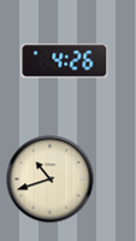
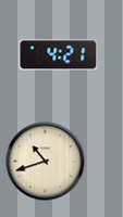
clock at (65, 61): 4:26 -> 4:21
